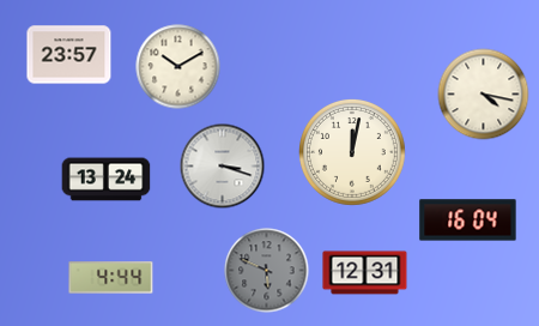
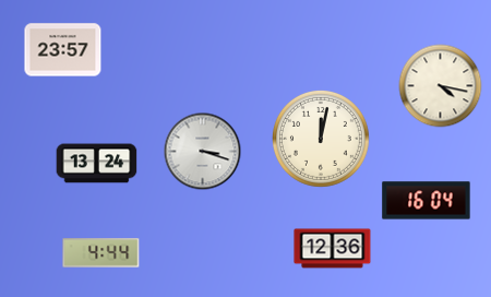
clock at (178, 67): 10:10 -> none
clock at (267, 271): 5:49 -> none
clock at (365, 273): 12:31 -> 12:36
